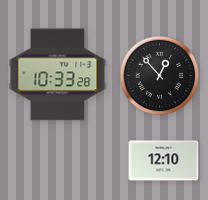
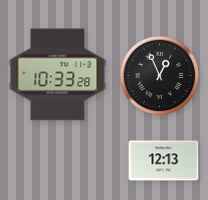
clock at (160, 76): 12:53 -> 12:56
clock at (164, 161): 12:10 -> 12:13
